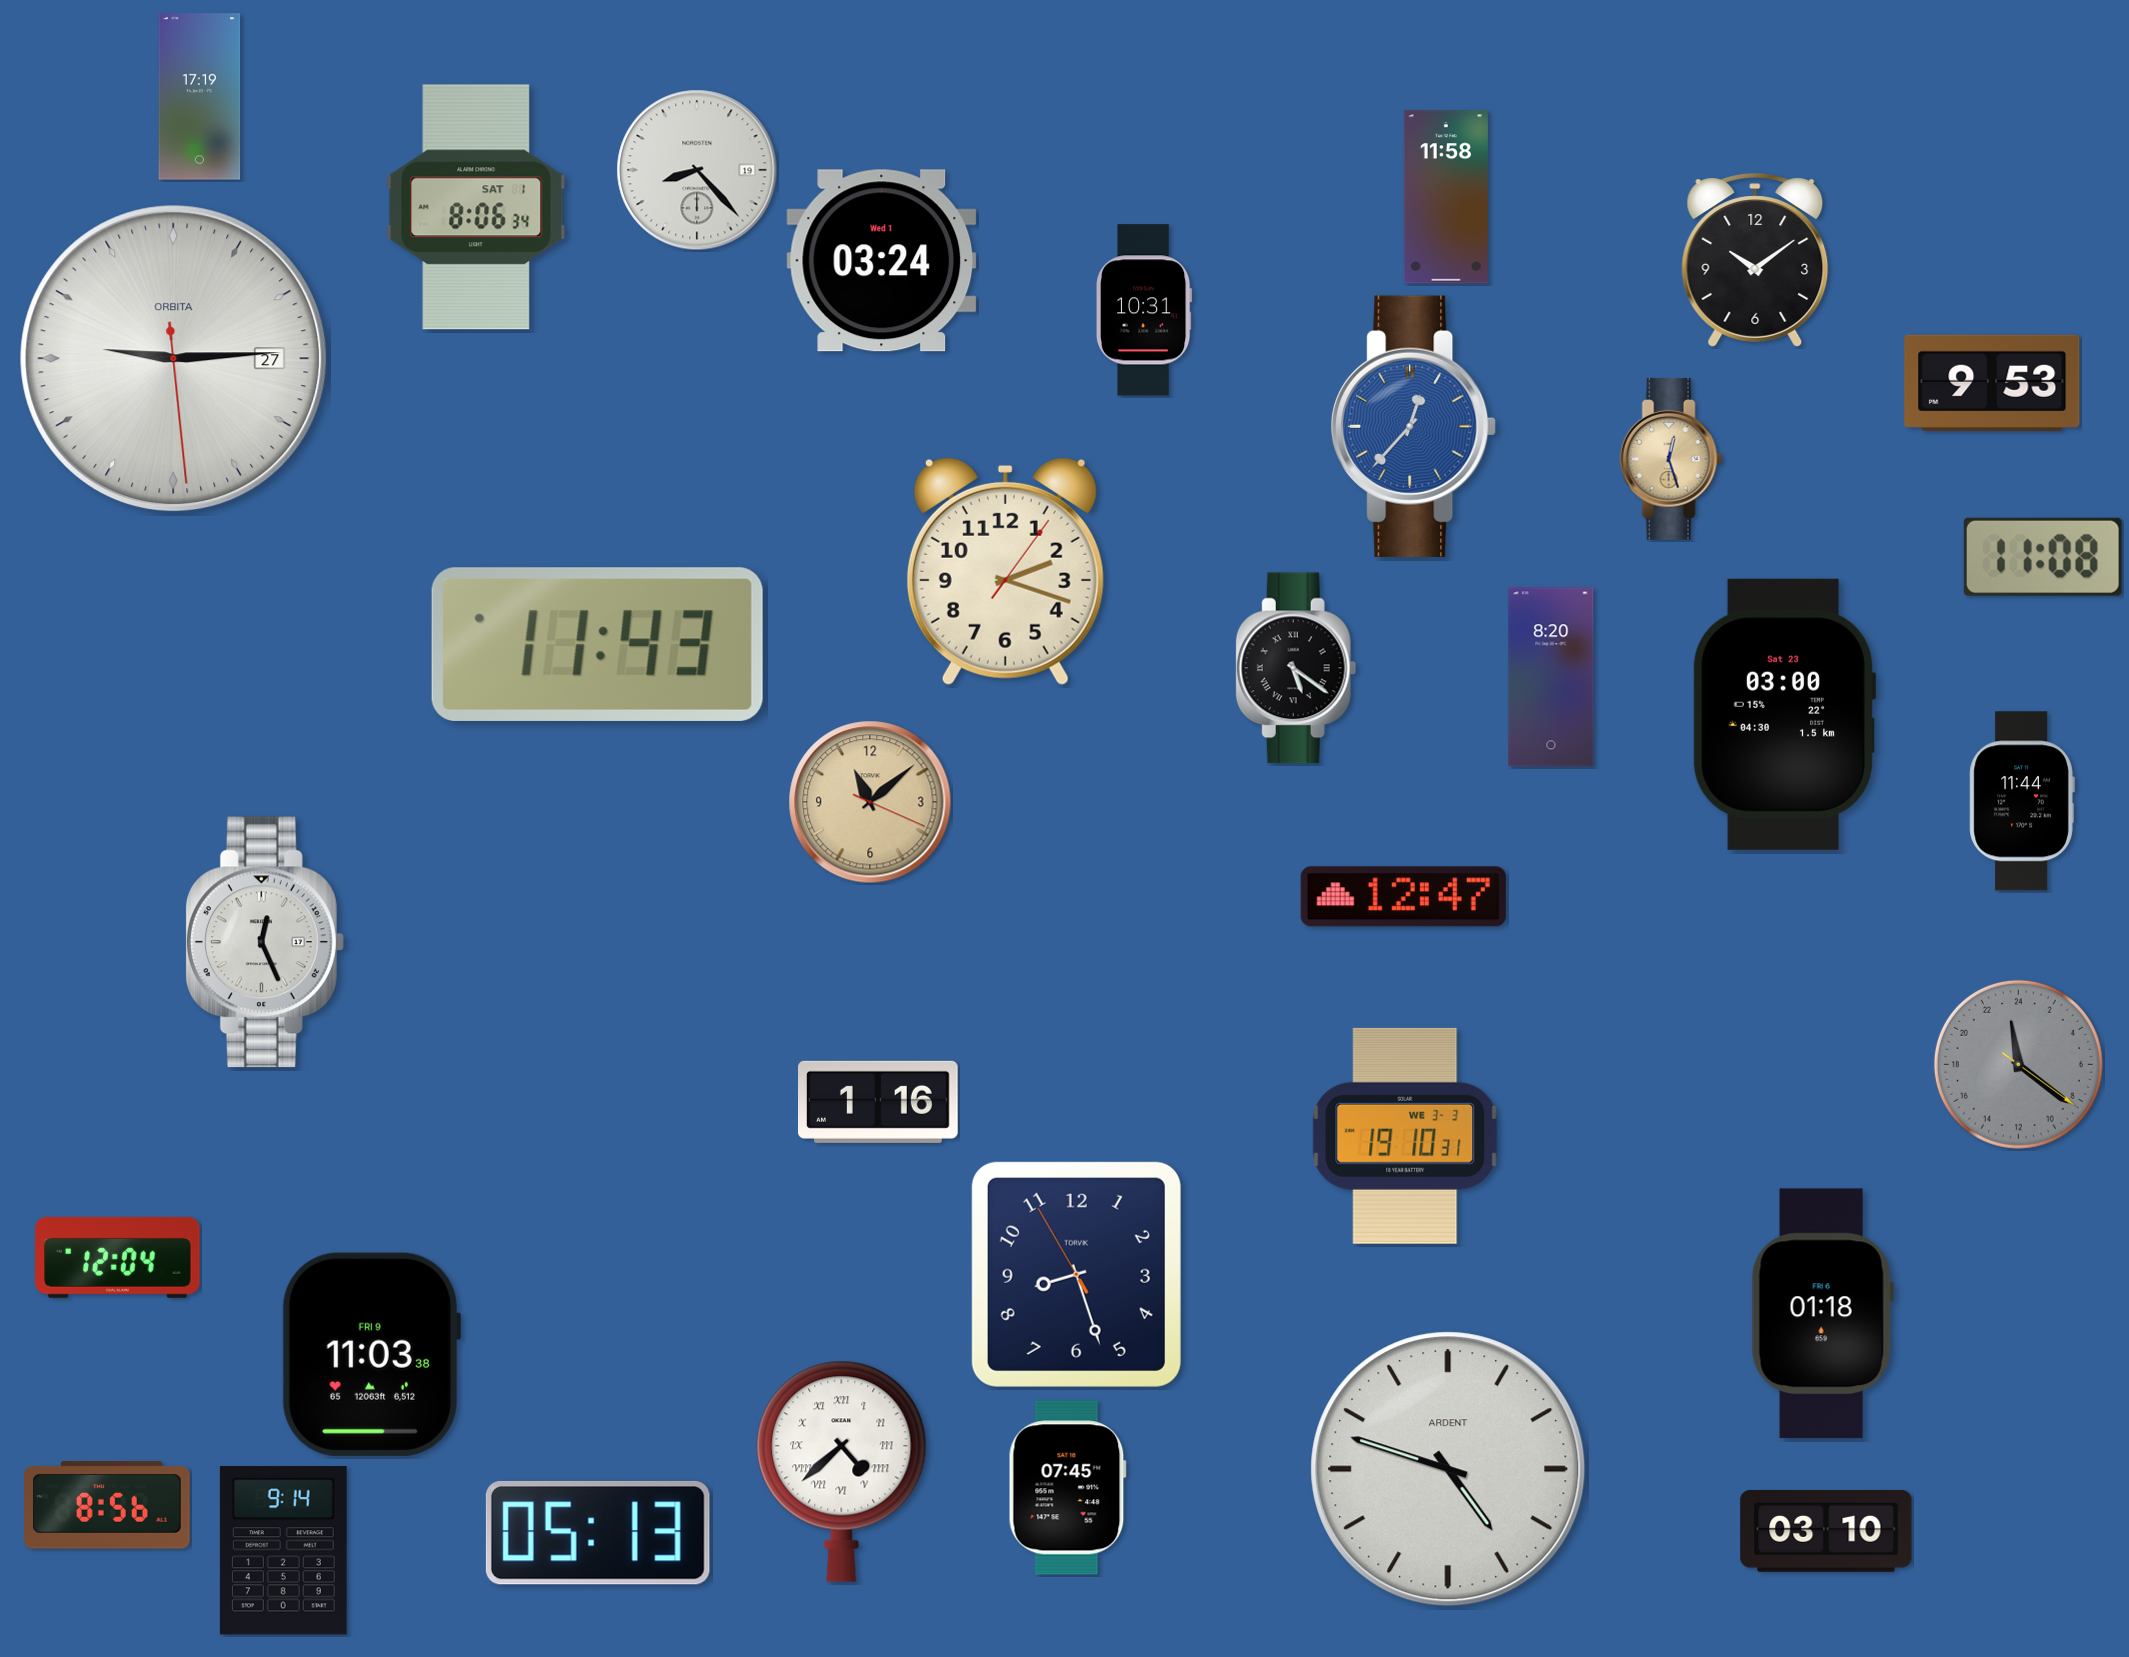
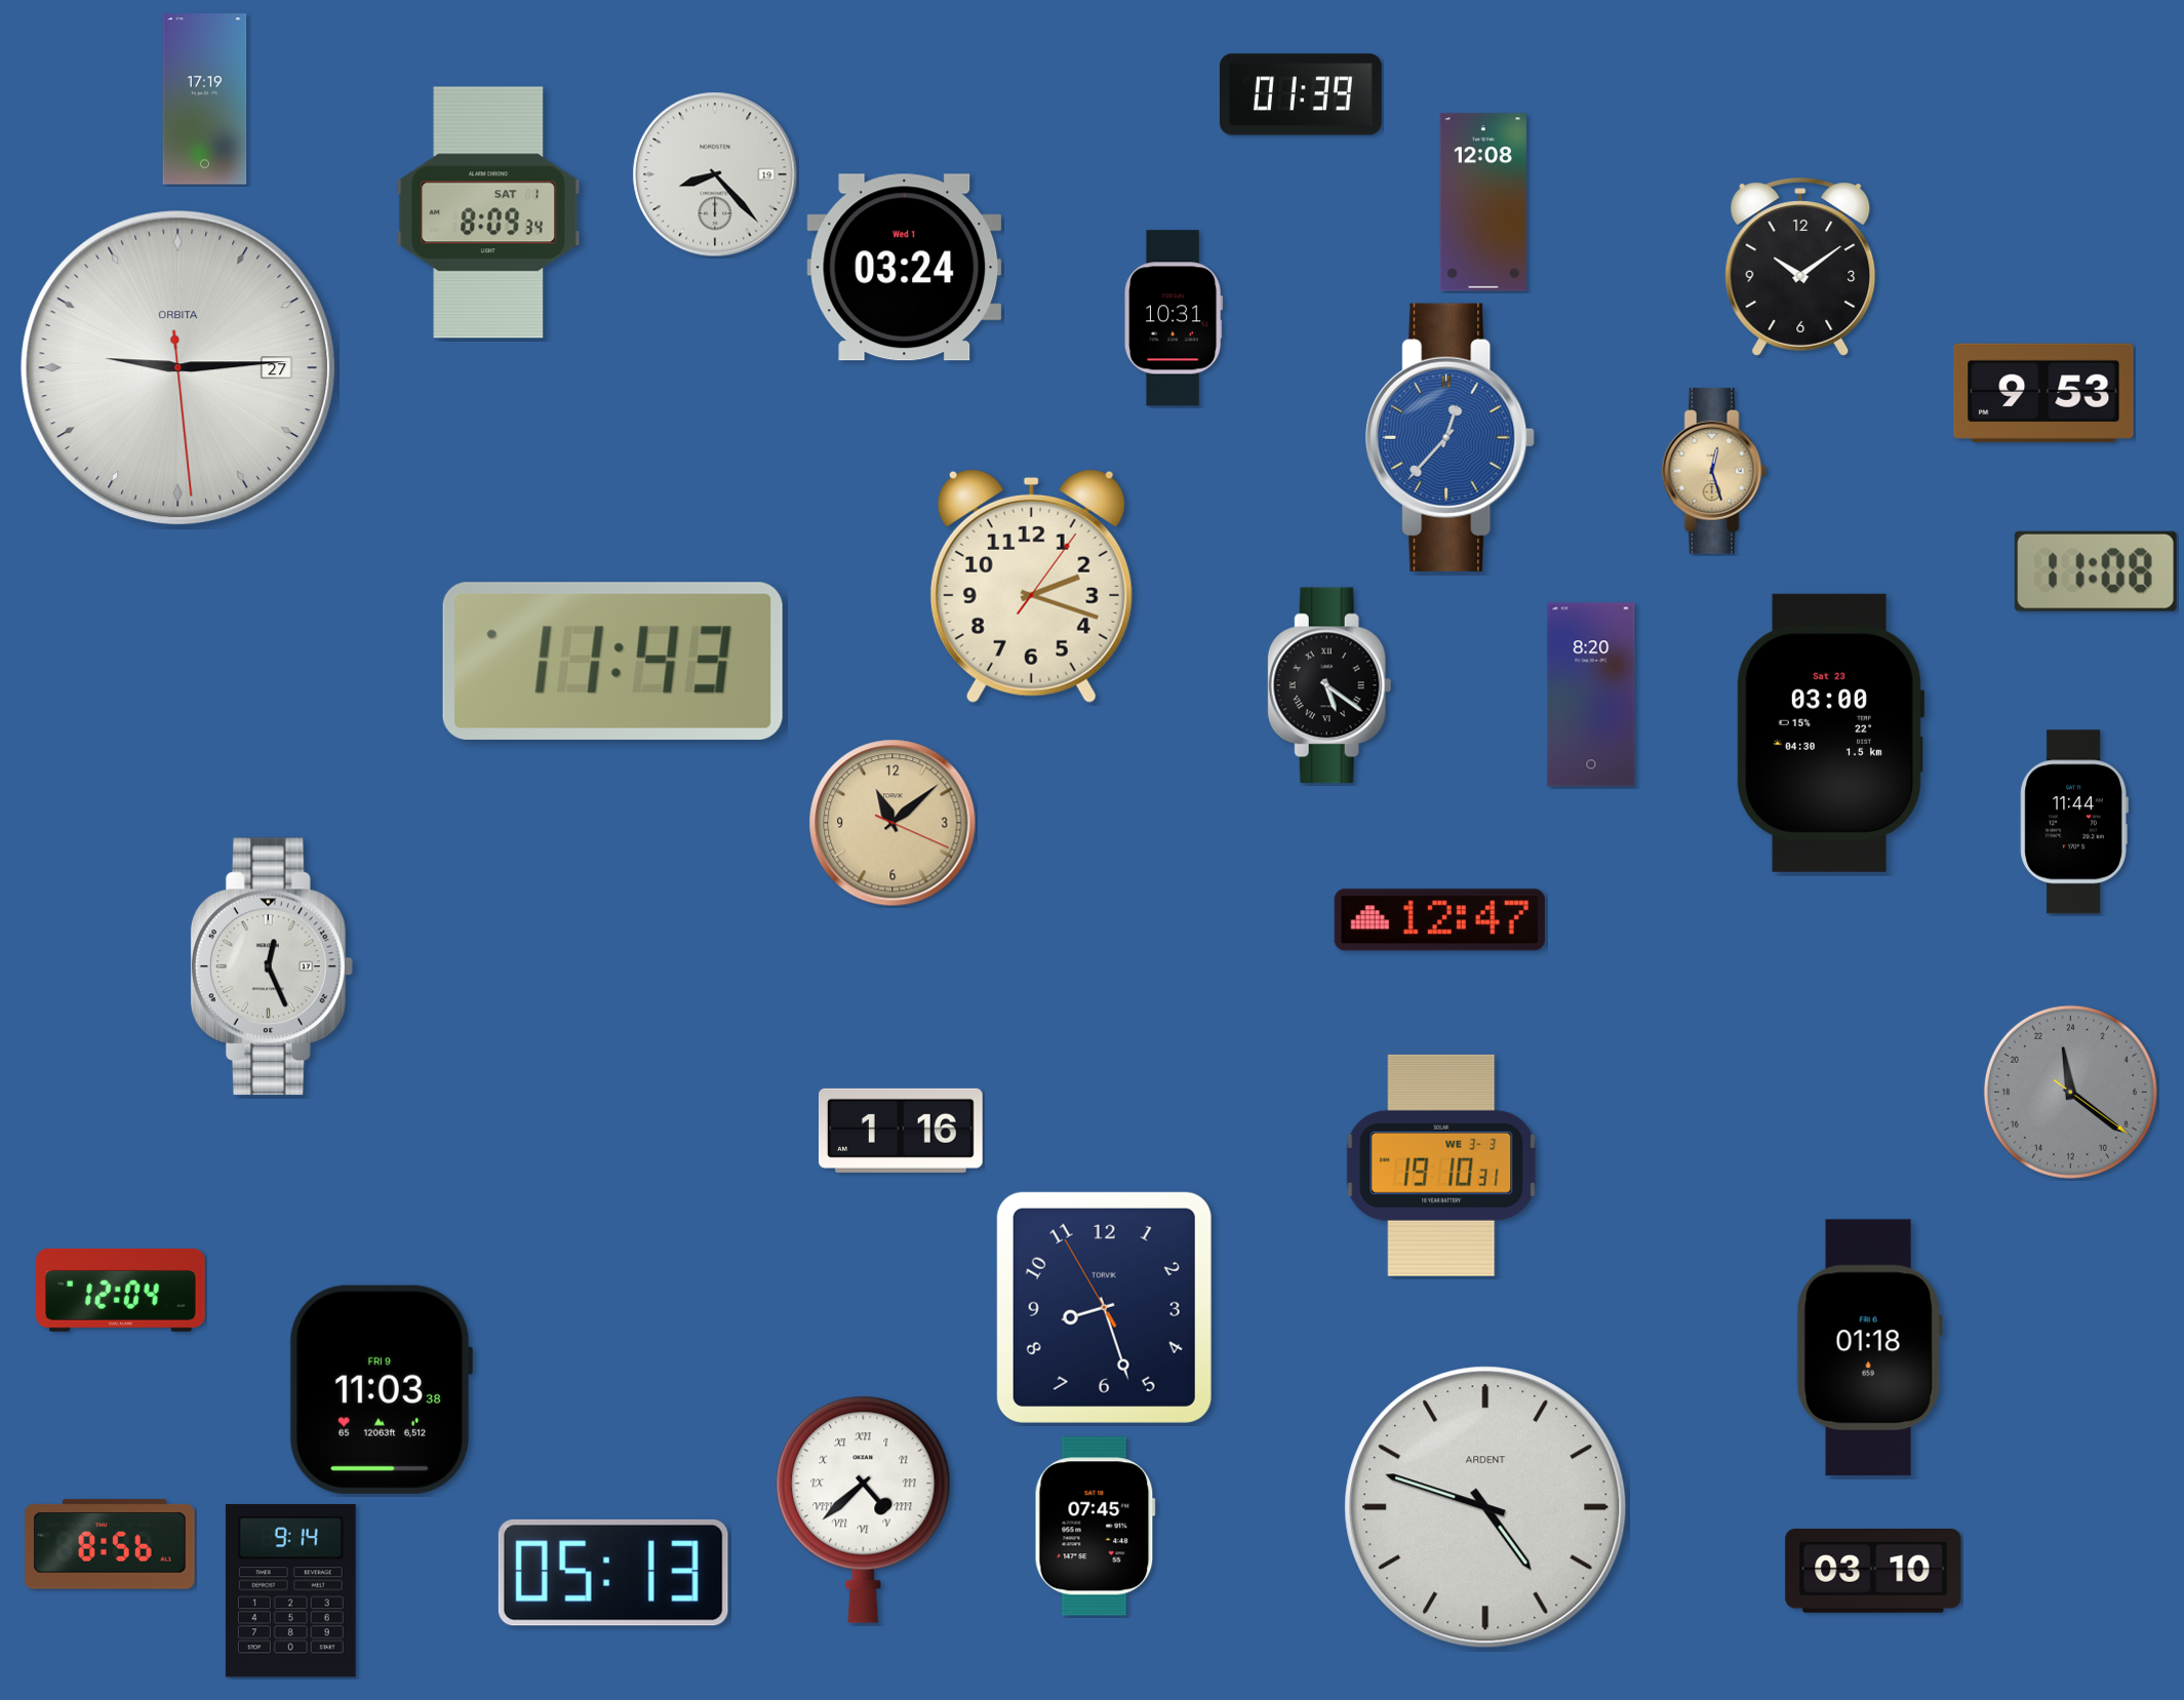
clock at (1301, 94): none -> 01:39
clock at (1446, 197): 11:58 -> 12:08
clock at (476, 207): 8:06 -> 8:09
